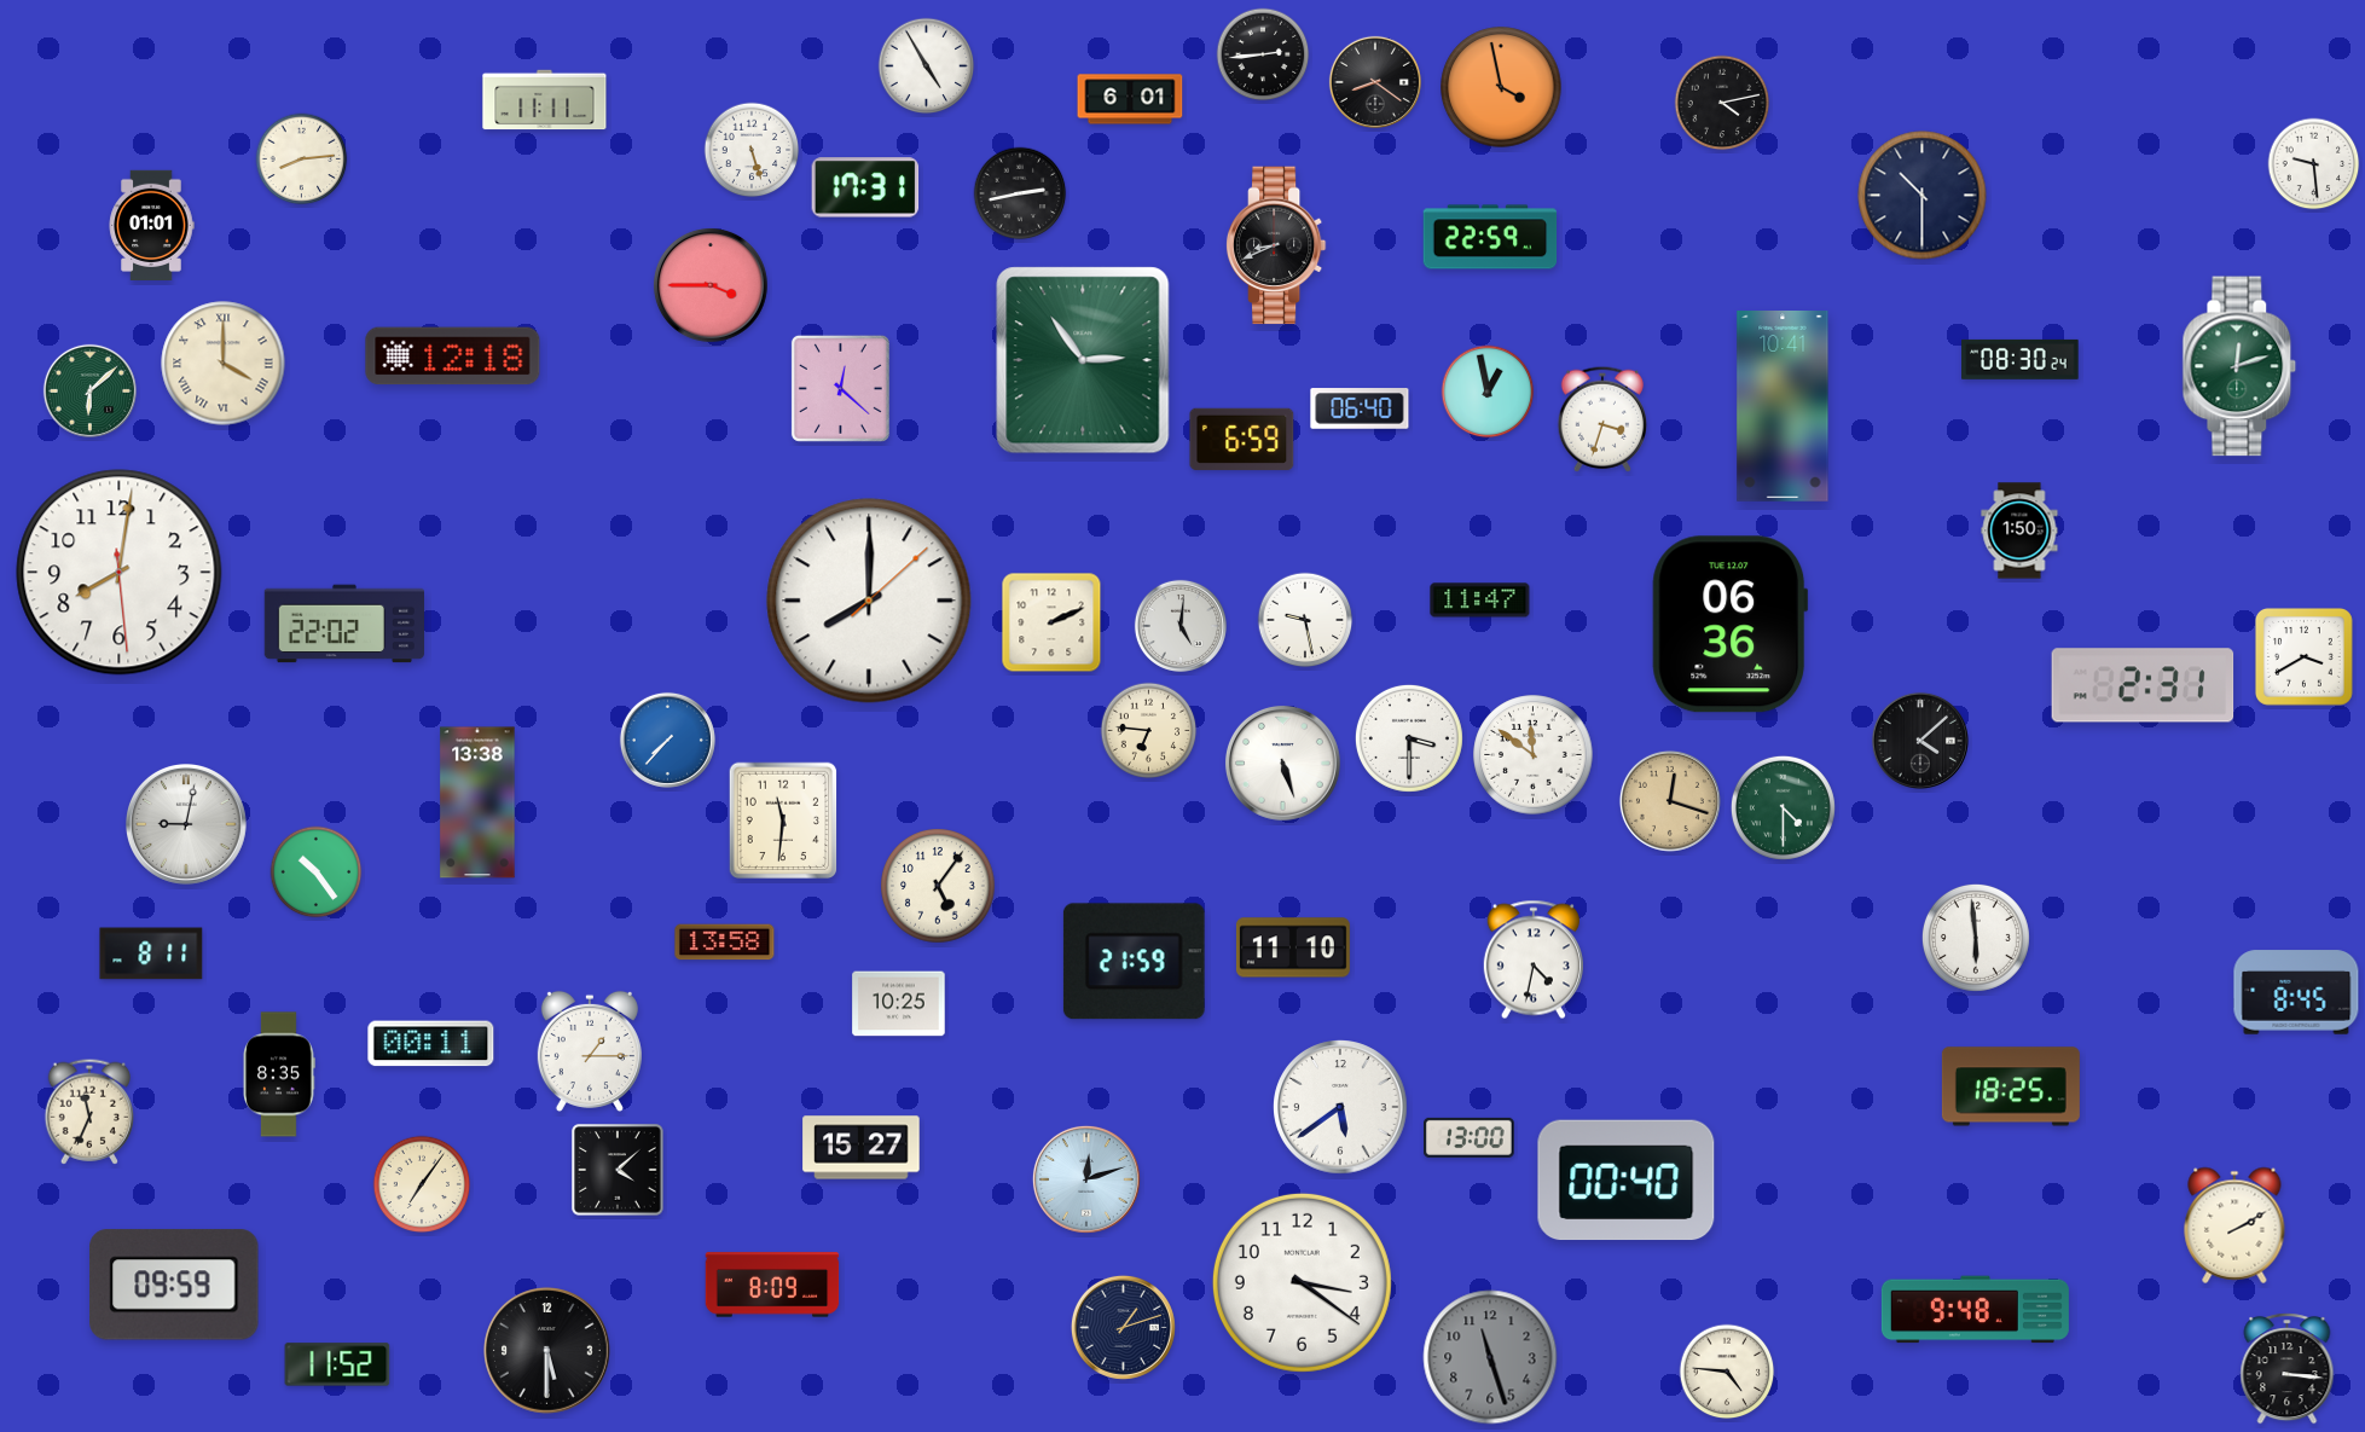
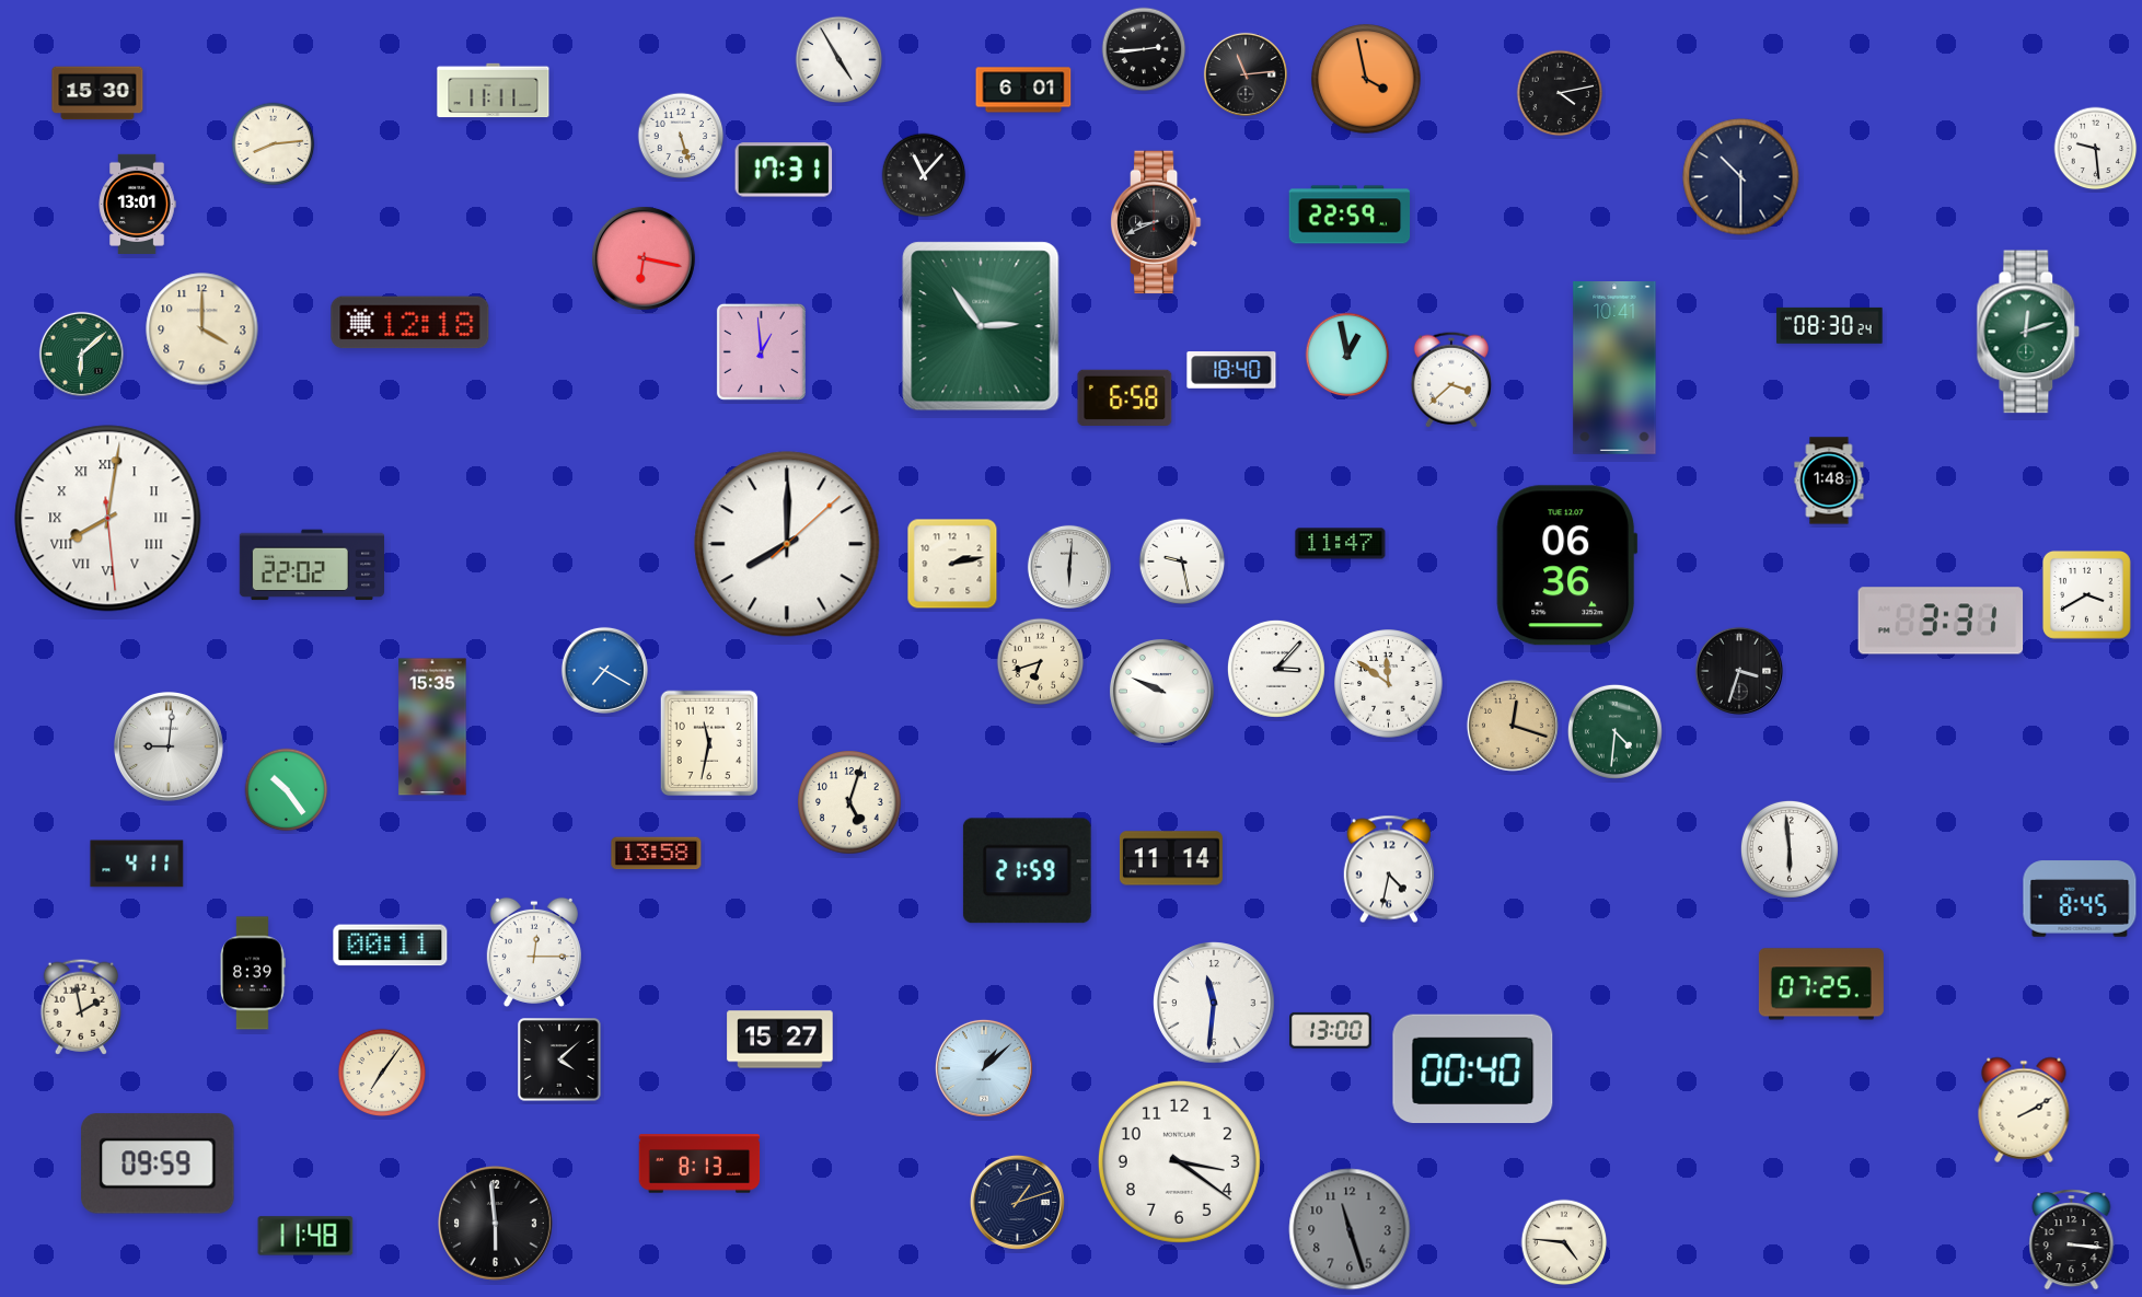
clock at (1375, 82): 8:21 -> 11:14
clock at (1501, 87) position: (1501, 87) -> (1366, 79)
clock at (97, 93): none -> 15:30
clock at (1020, 193): 2:43 -> 11:07
clock at (151, 225): 01:01 -> 13:01
clock at (711, 285): 3:45 -> 6:17
clock at (224, 364) numerals: Roman -> Arabic
clock at (840, 388): 12:22 -> 12:59
clock at (1360, 408): 06:40 -> 18:40
clock at (1601, 419): 3:33 -> 3:38
clock at (1242, 439): 6:59 -> 6:58
clock at (2019, 531): 1:50 -> 1:48
clock at (120, 573) numerals: Arabic -> Roman
clock at (1051, 622): 2:11 -> 2:13
clock at (1181, 626): 5:01 -> 6:01
clock at (2143, 685): 2:31 -> 3:31
clock at (1149, 731): 6:46 -> 6:42
clock at (1409, 738): 3:30 -> 3:07
clock at (667, 740): 7:37 -> 7:20
clock at (1920, 741): 4:08 -> 3:33
clock at (1282, 763): 5:27 -> 9:49
clock at (477, 802): 13:38 -> 15:35
clock at (1783, 807): 4:30 -> 4:31
clock at (783, 821): 11:31 -> 11:32
clock at (187, 825): 9:02 -> 9:01
clock at (938, 886): 5:06 -> 5:03
clock at (1293, 947): 11:10 -> 11:14
clock at (151, 953): 8:11 -> 4:11
clock at (899, 1004): 10:25 -> none
clock at (590, 1050): 1:15 -> 12:15
clock at (279, 1074): 8:35 -> 8:39
clock at (2011, 1086): 18:25 -> 07:25
clock at (1340, 1107): 5:39 -> 11:31
clock at (88, 1112): 11:34 -> 1:58
clock at (1086, 1179): 12:12 -> 1:08
clock at (772, 1285): 8:09 -> 8:13
clock at (1975, 1310): 9:48 -> none
clock at (547, 1351): 5:30 -> 5:59
clock at (337, 1364): 11:52 -> 11:48
